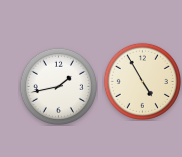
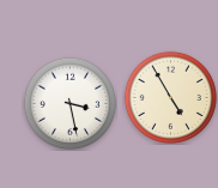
clock at (58, 86): 1:43 -> 3:28
